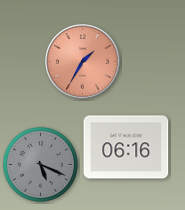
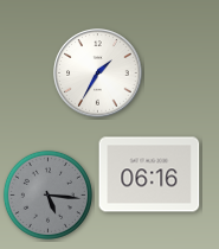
clock at (83, 62) dial: salmon -> white
clock at (40, 164): 5:19 -> 5:16
